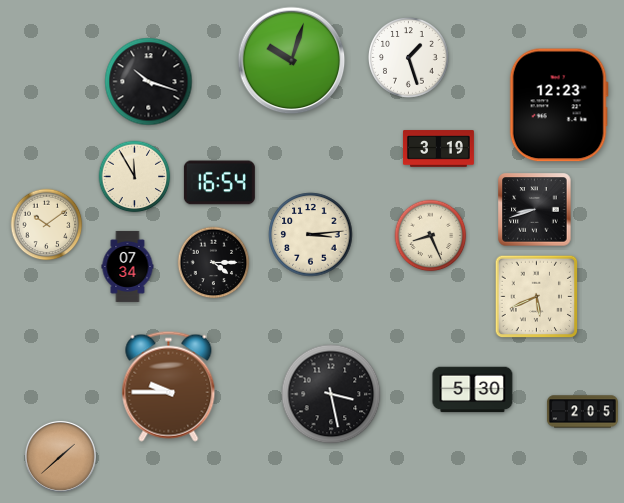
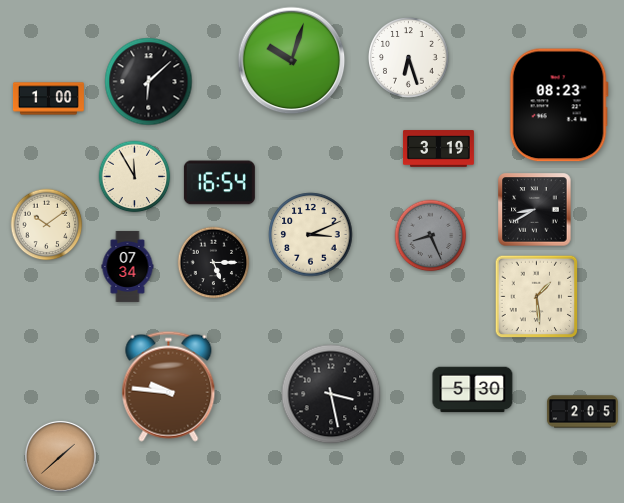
clock at (409, 58): 1:27 -> 6:27
clock at (149, 82): 10:18 -> 6:08
clock at (48, 99): none -> 1:00
clock at (559, 105): 12:23 -> 08:23
clock at (535, 210): 8:42 -> 8:40
clock at (311, 235): 3:14 -> 3:11
clock at (431, 236) dial: cream -> grey
clock at (214, 263): 4:15 -> 5:15
clock at (537, 297): 5:41 -> 1:29
clock at (169, 386): 9:45 -> 9:46
